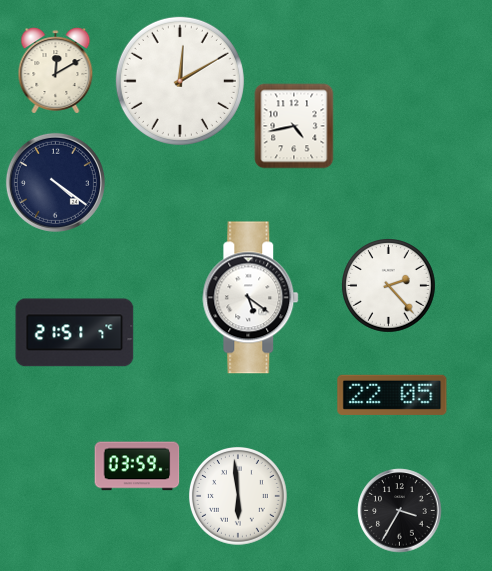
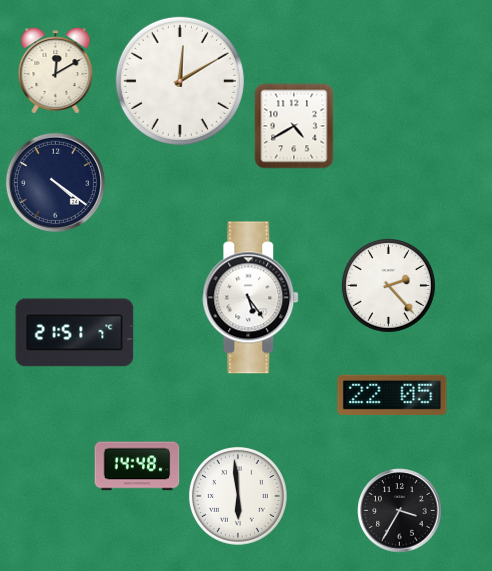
clock at (294, 126): 4:43 -> 4:40
clock at (251, 298): 5:21 -> 5:24
clock at (137, 466): 03:59 -> 14:48
